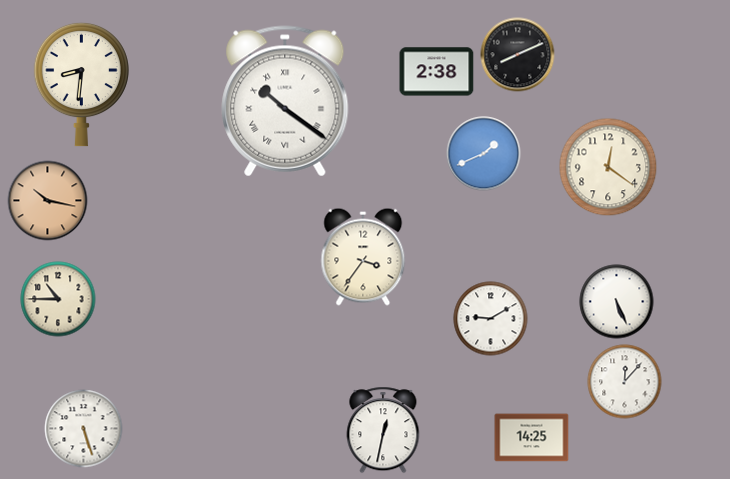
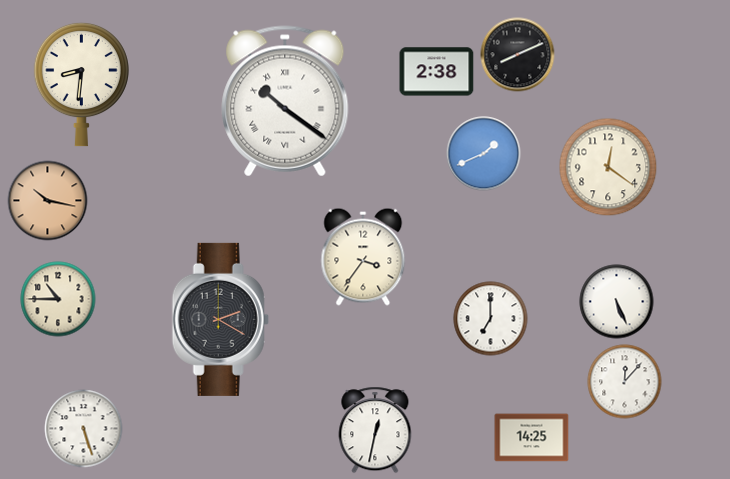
clock at (220, 319): none -> 2:20
clock at (491, 319): 9:10 -> 7:00
clock at (383, 430) position: (383, 430) -> (375, 430)
